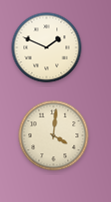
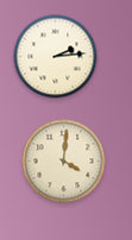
clock at (47, 48): 1:49 -> 2:14
